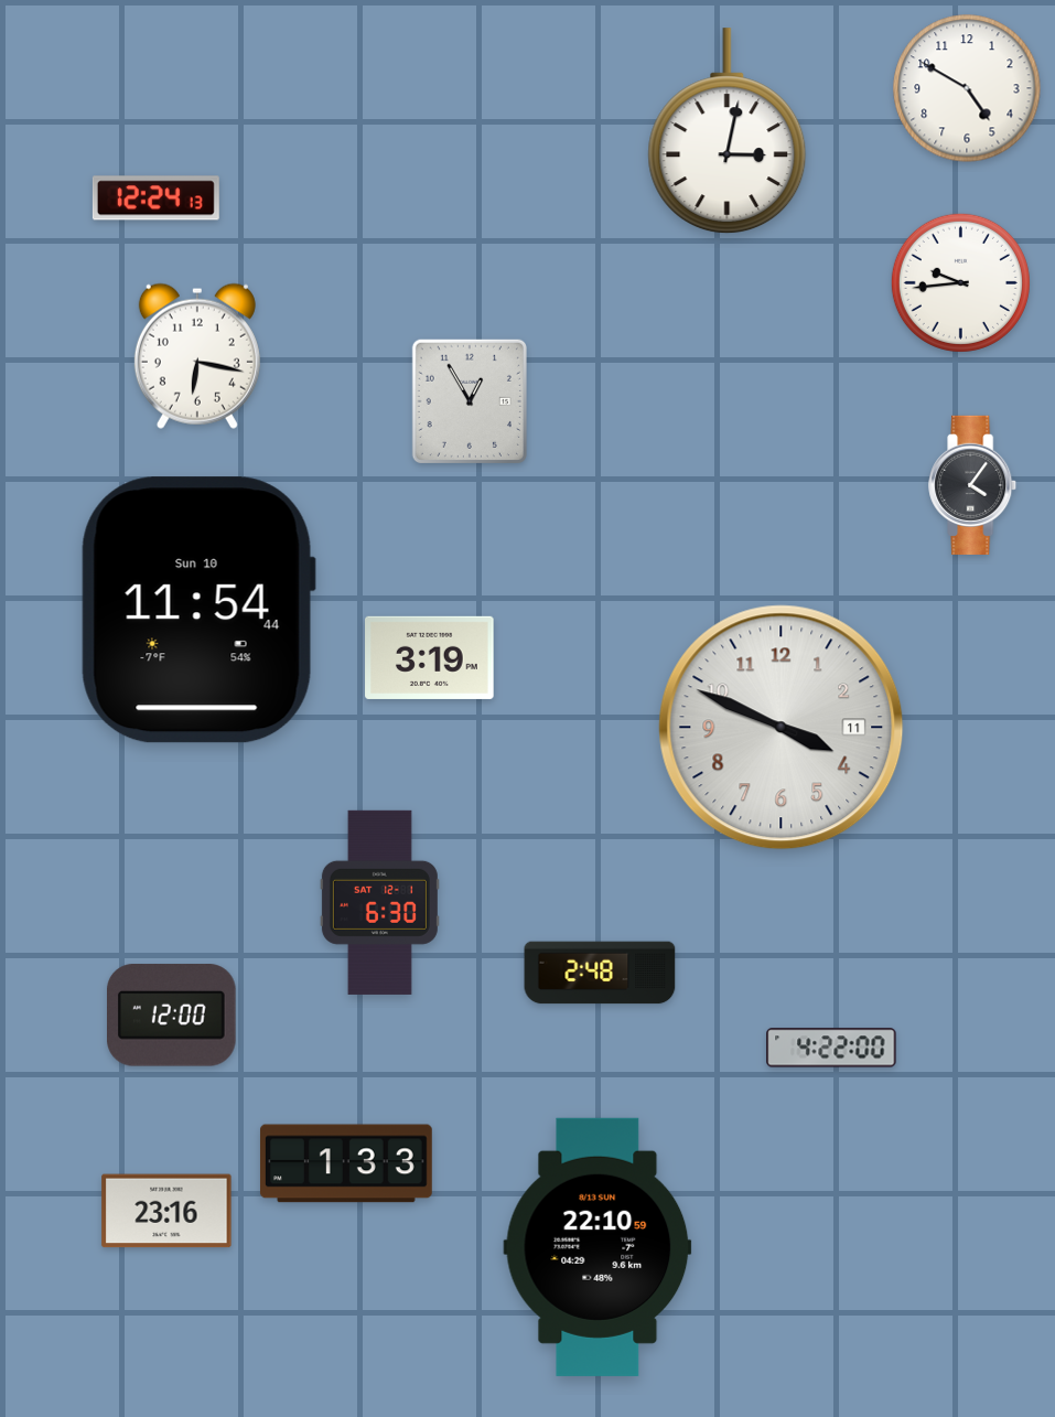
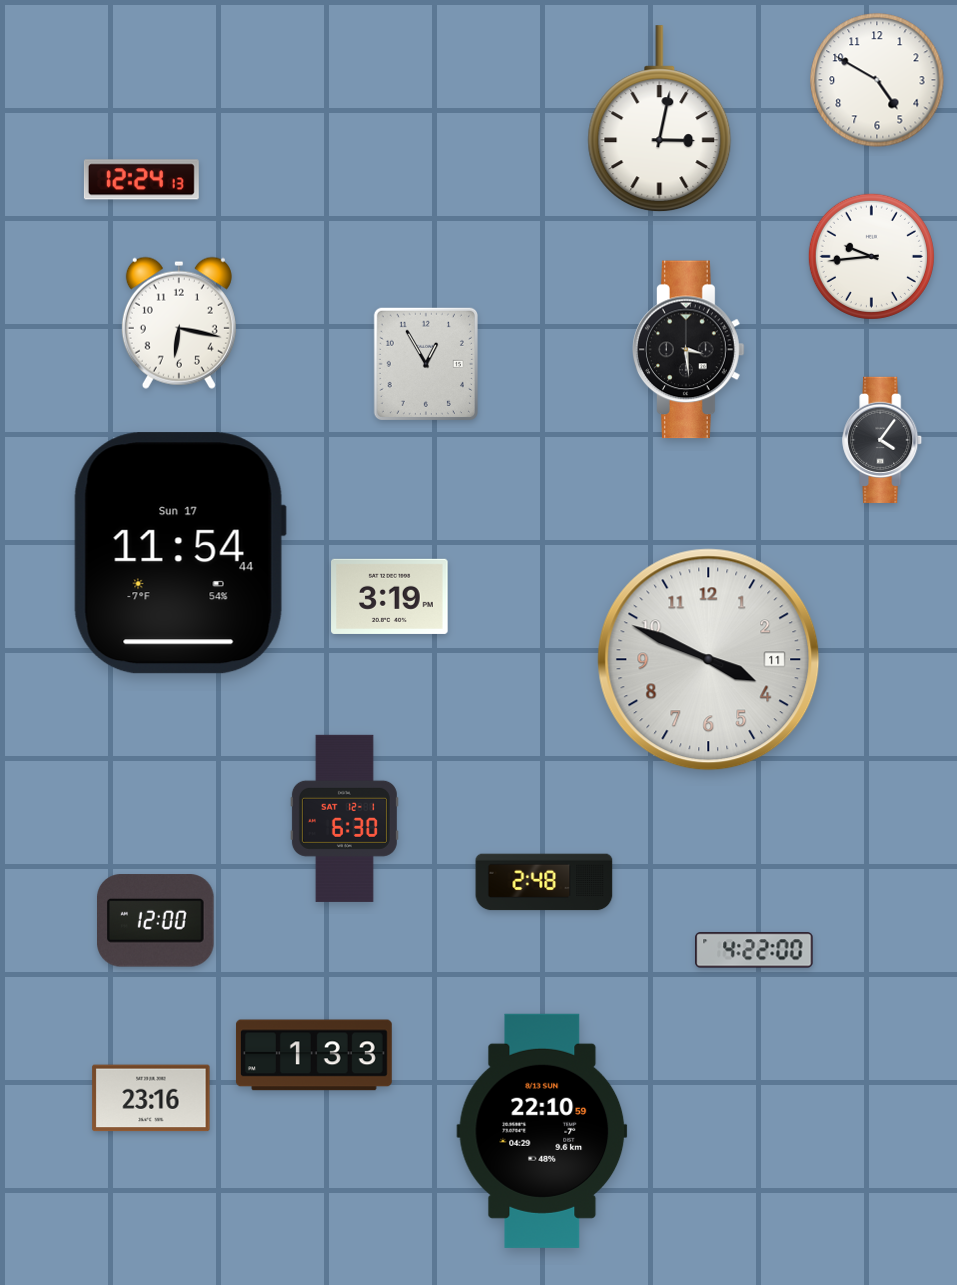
clock at (689, 350): none -> 3:29
clock at (198, 610) date: Sun 10 -> Sun 17
